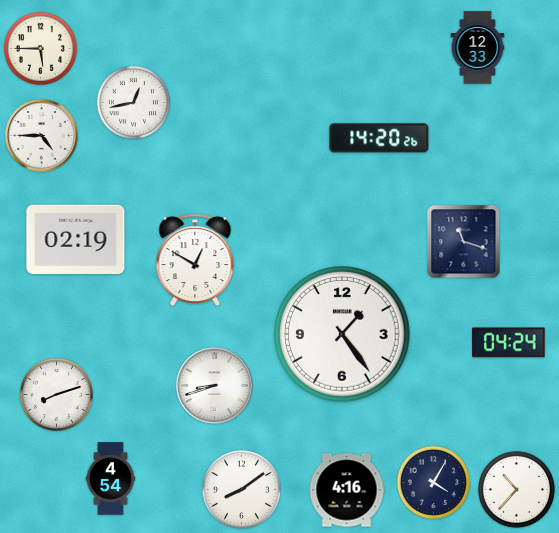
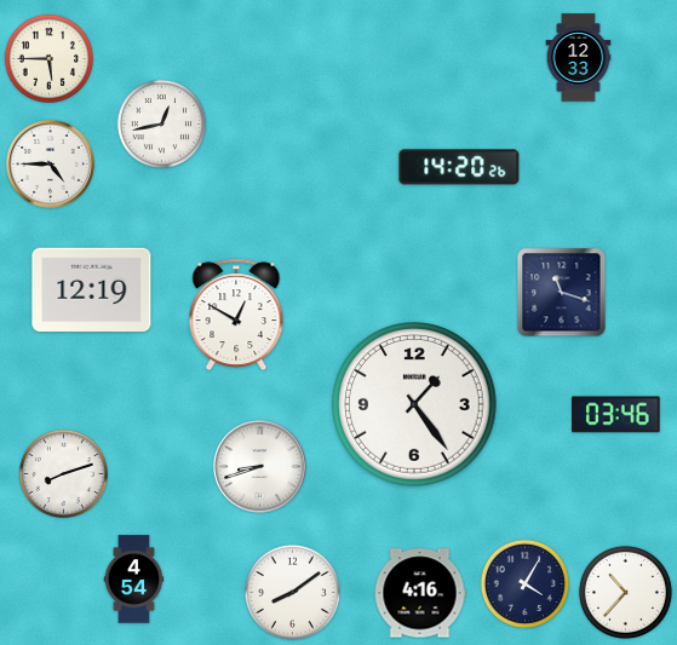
clock at (76, 240): 02:19 -> 12:19
clock at (509, 343): 04:24 -> 03:46
clock at (56, 394) position: (56, 394) -> (63, 473)
